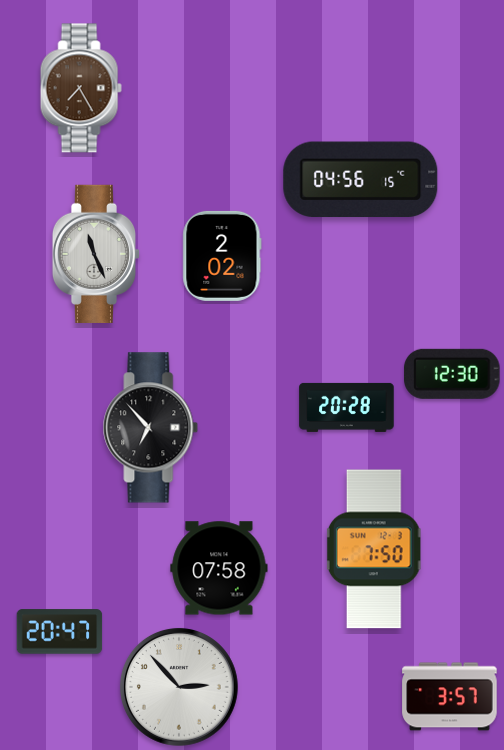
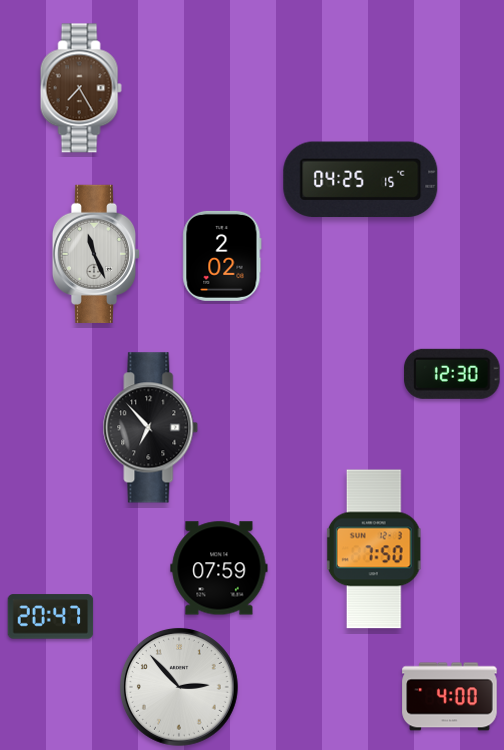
clock at (361, 180): 04:56 -> 04:25
clock at (347, 407): 20:28 -> none
clock at (219, 568): 07:58 -> 07:59
clock at (60, 632) position: (60, 632) -> (51, 617)
clock at (450, 697): 3:57 -> 4:00
